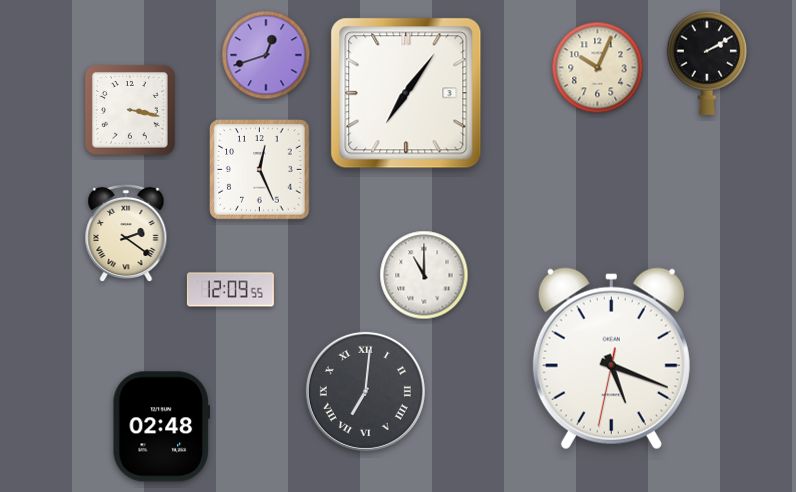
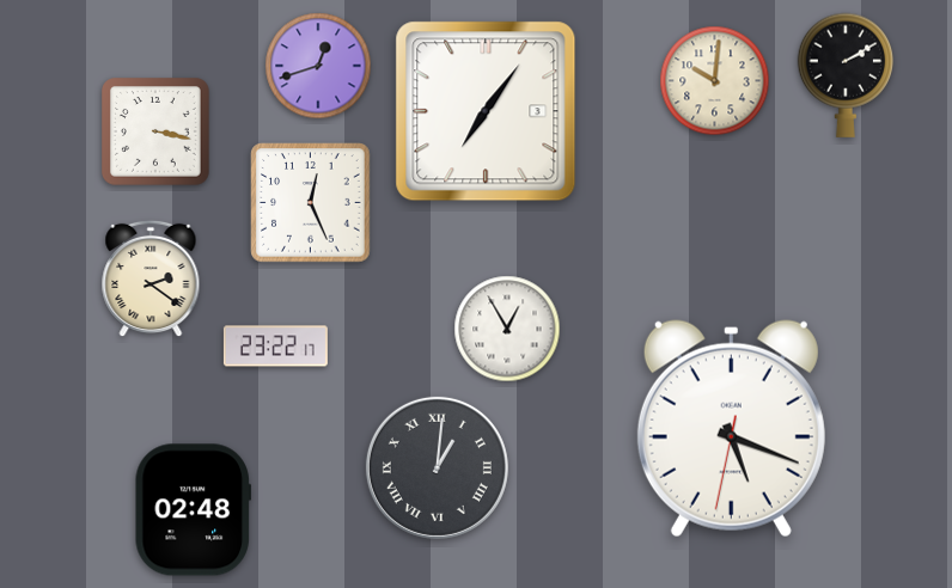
clock at (598, 68): 10:04 -> 10:01
clock at (424, 275): 11:00 -> 12:55
clock at (230, 290): 12:09 -> 23:22
clock at (365, 391): 7:01 -> 1:01
